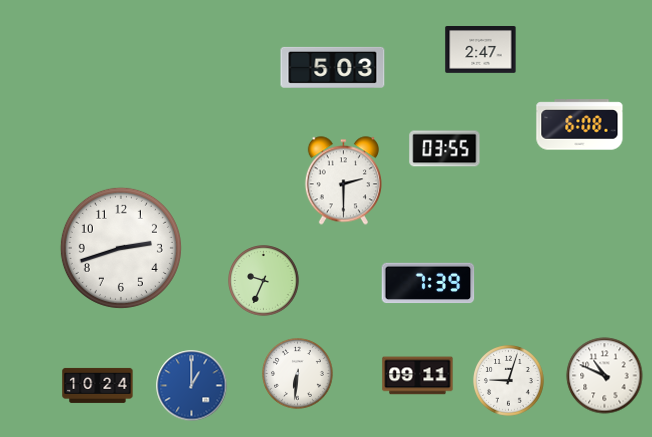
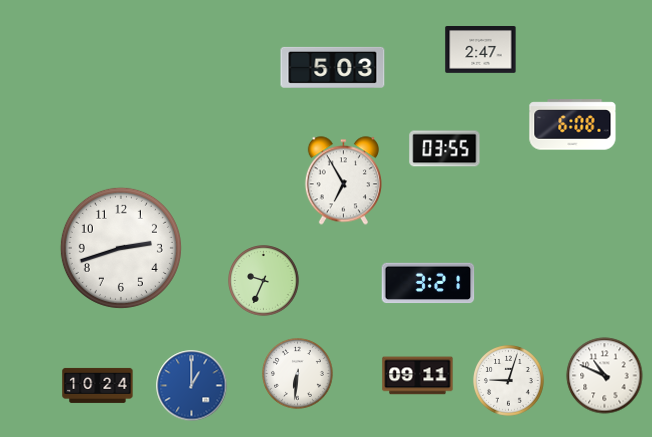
clock at (580, 125) position: (580, 125) -> (573, 125)
clock at (343, 181): 2:30 -> 6:55
clock at (428, 283): 7:39 -> 3:21
